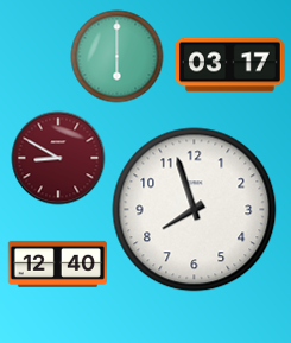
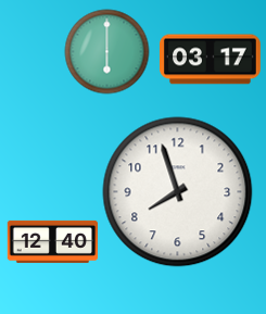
clock at (58, 158): 8:50 -> none
